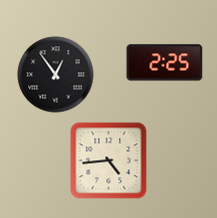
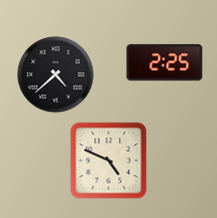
clock at (56, 75): 12:54 -> 4:38
clock at (109, 161): 4:44 -> 4:49
